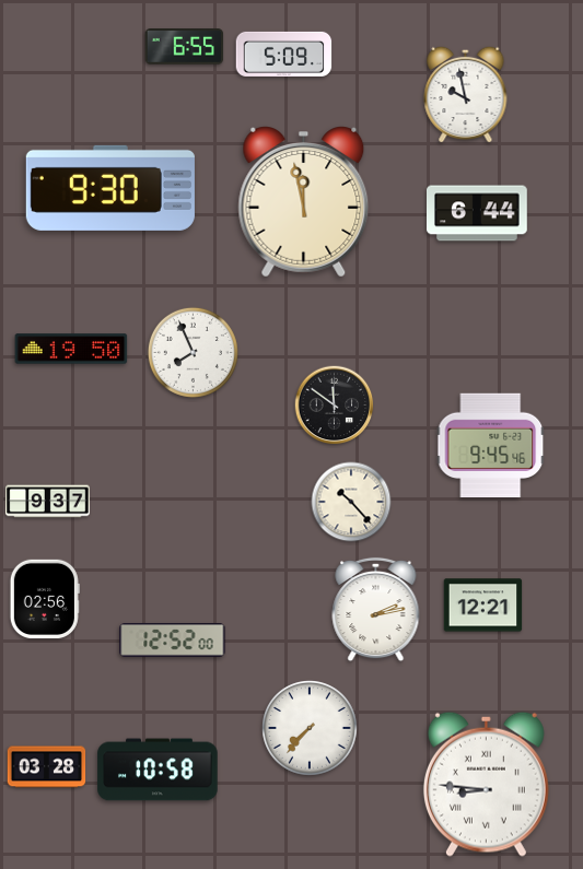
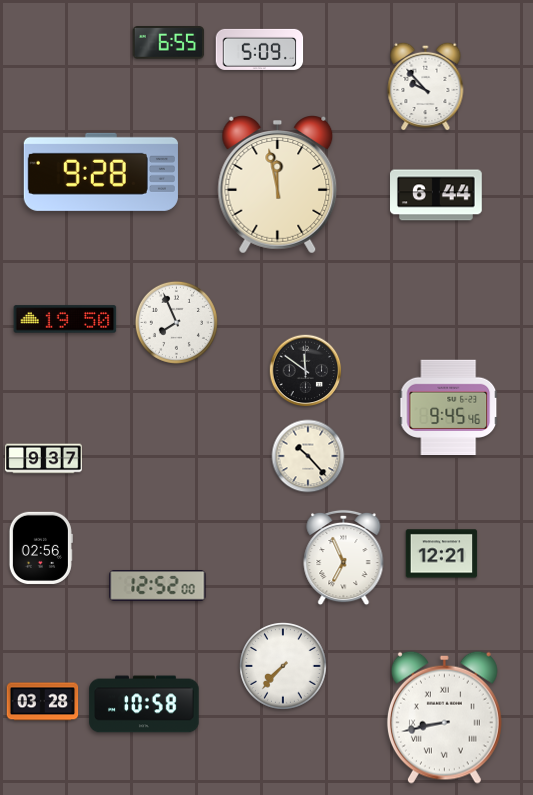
clock at (466, 94): 9:58 -> 9:53
clock at (110, 188): 9:30 -> 9:28
clock at (351, 502) position: (351, 502) -> (308, 456)
clock at (376, 610): 2:13 -> 6:56
clock at (486, 784): 8:46 -> 8:43
